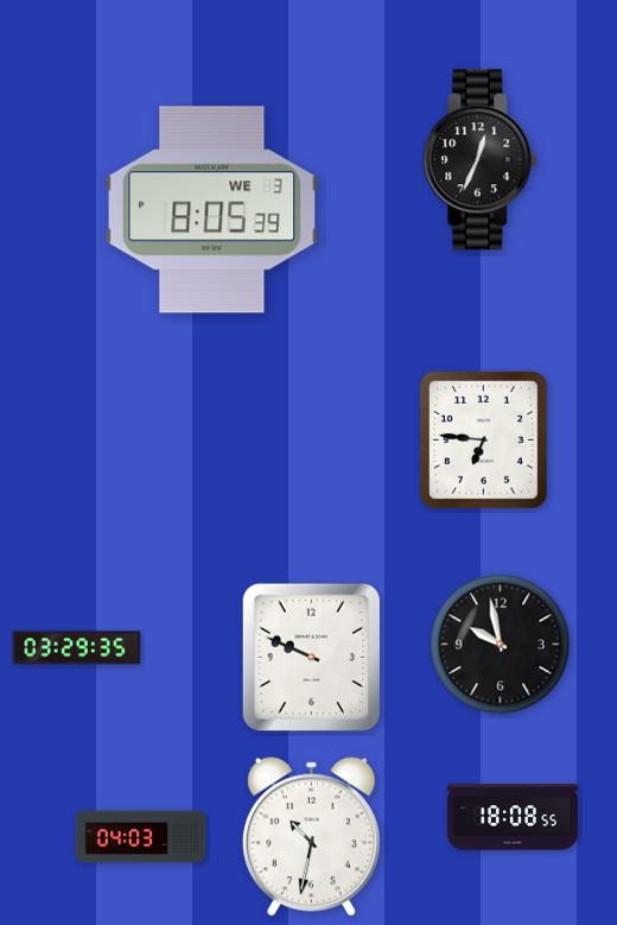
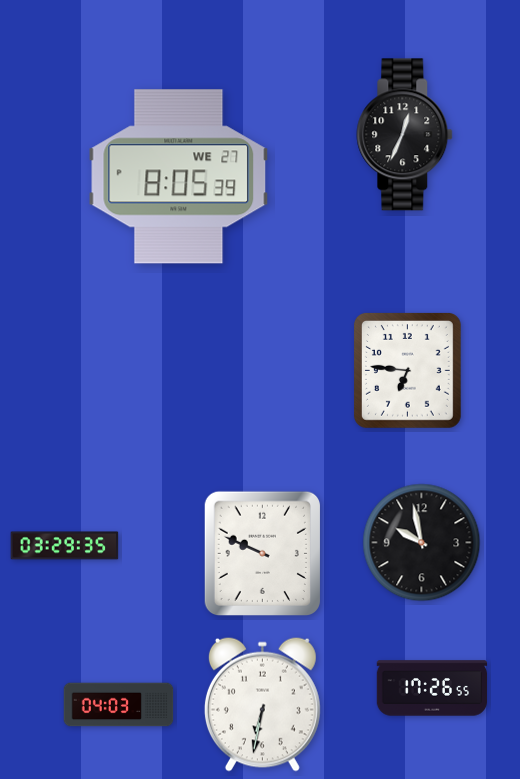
clock at (212, 210) date: WE 3 -> WE 27
clock at (513, 817): 18:08 -> 17:26
clock at (311, 836): 10:32 -> 6:32
